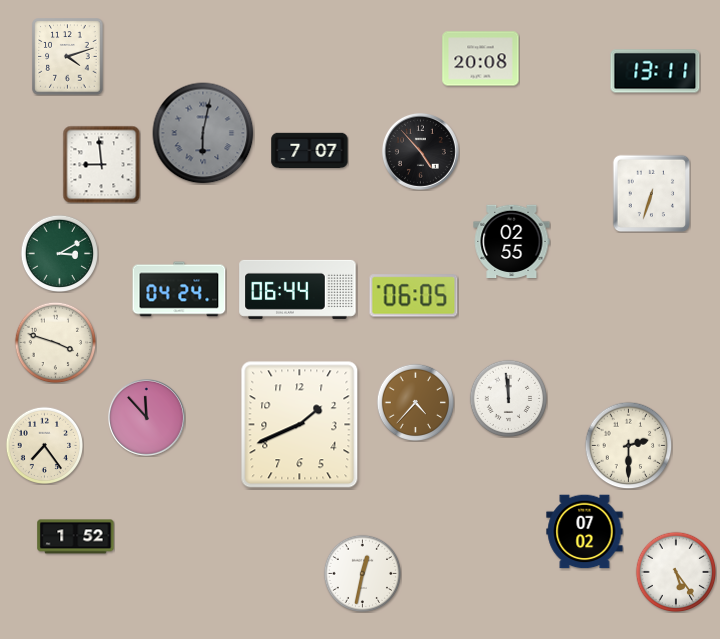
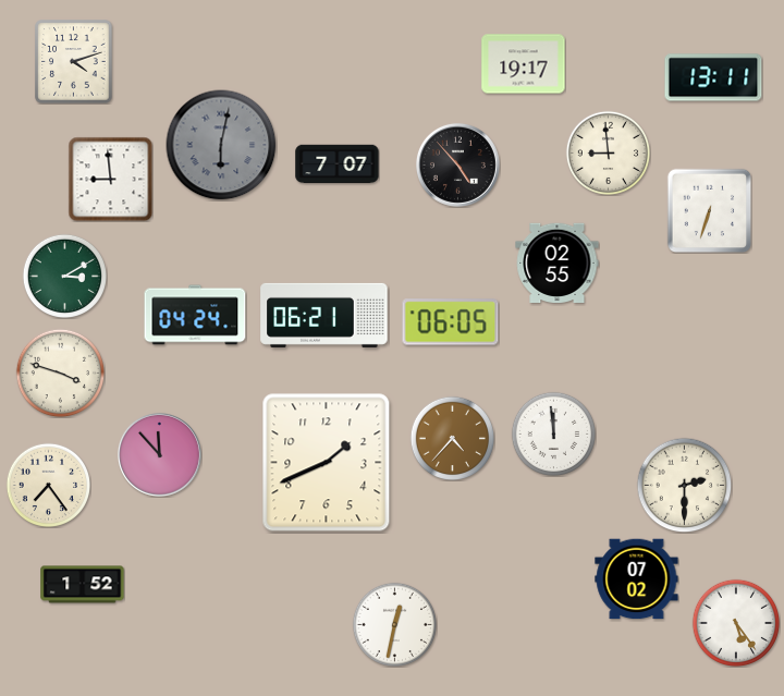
clock at (481, 59): 20:08 -> 19:17
clock at (608, 152): none -> 8:59
clock at (298, 289): 06:44 -> 06:21
